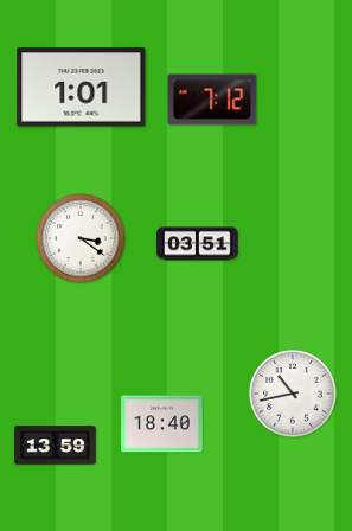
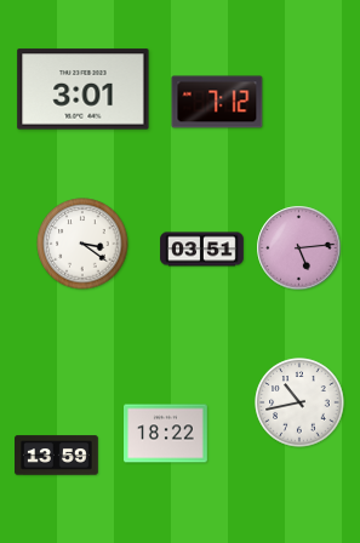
clock at (82, 88): 1:01 -> 3:01
clock at (299, 248): none -> 5:14
clock at (162, 424): 18:40 -> 18:22
